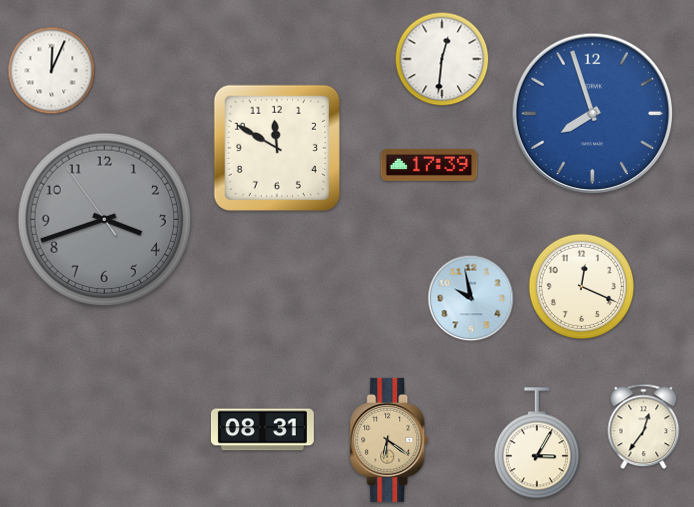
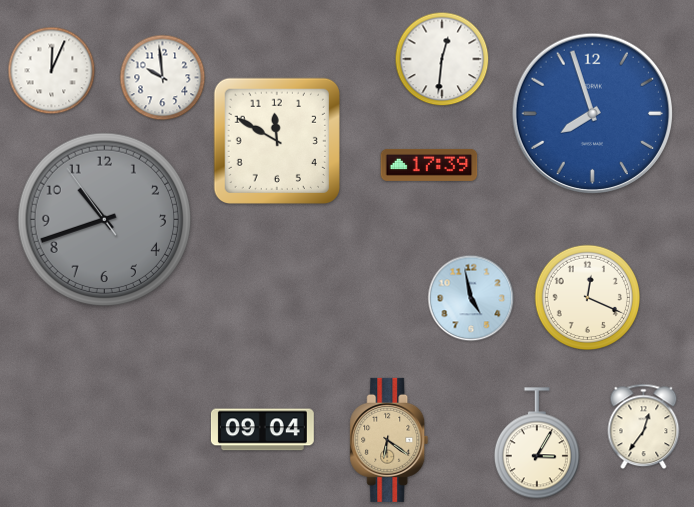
clock at (163, 78): none -> 9:59
clock at (277, 148) position: (277, 148) -> (277, 141)
clock at (105, 220): 3:41 -> 10:41
clock at (581, 286) position: (581, 286) -> (587, 297)
clock at (471, 298): 9:58 -> 4:58
clock at (262, 430): 08:31 -> 09:04
